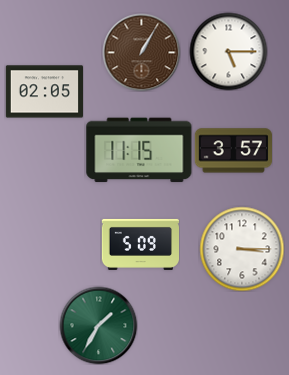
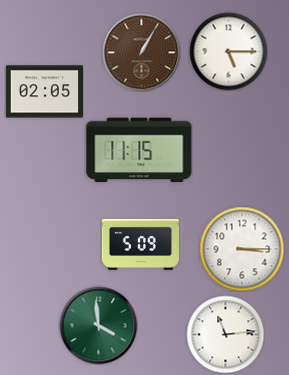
clock at (233, 151): 3:57 -> none
clock at (98, 325): 1:35 -> 3:59
clock at (225, 334): none -> 11:14
